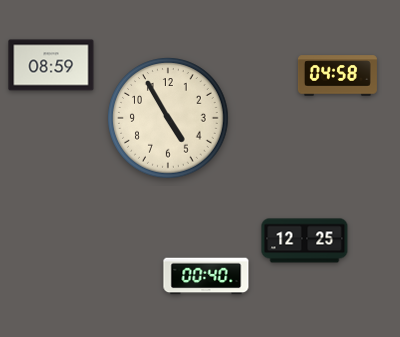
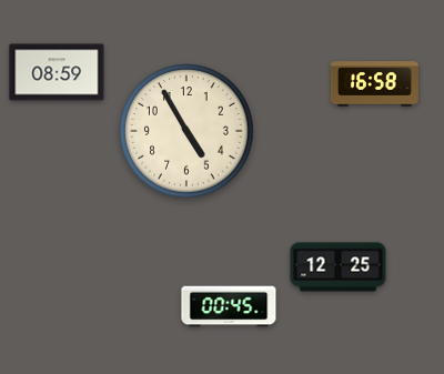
clock at (337, 76): 04:58 -> 16:58
clock at (206, 276): 00:40 -> 00:45
